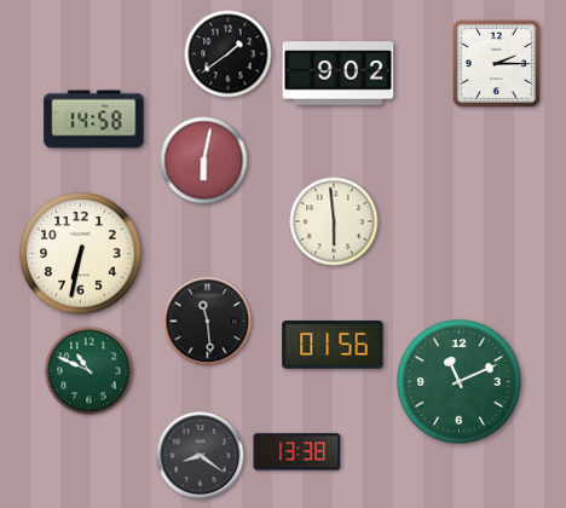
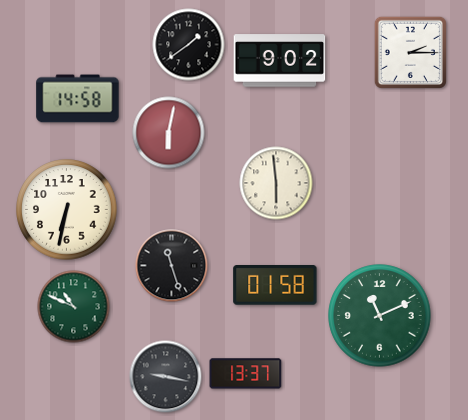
clock at (208, 322): 11:29 -> 11:27
clock at (333, 346): 01:56 -> 01:58
clock at (298, 452): 13:38 -> 13:37
clock at (201, 456): 8:21 -> 9:17
